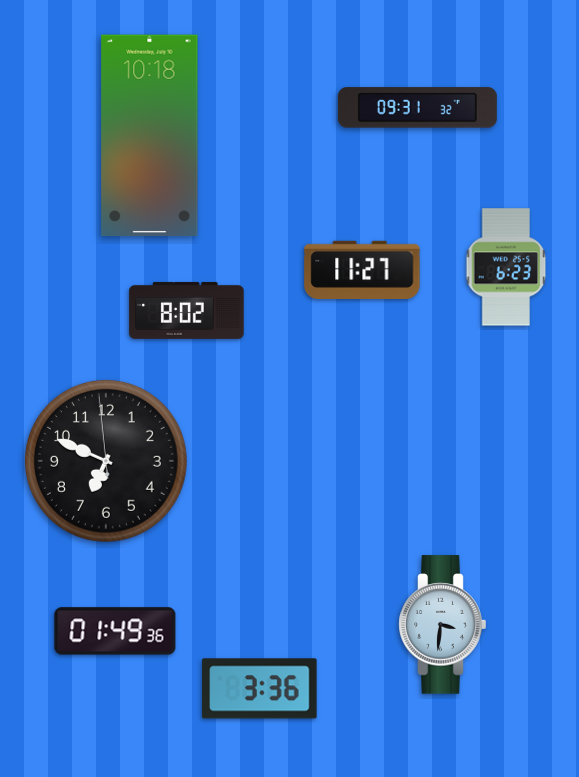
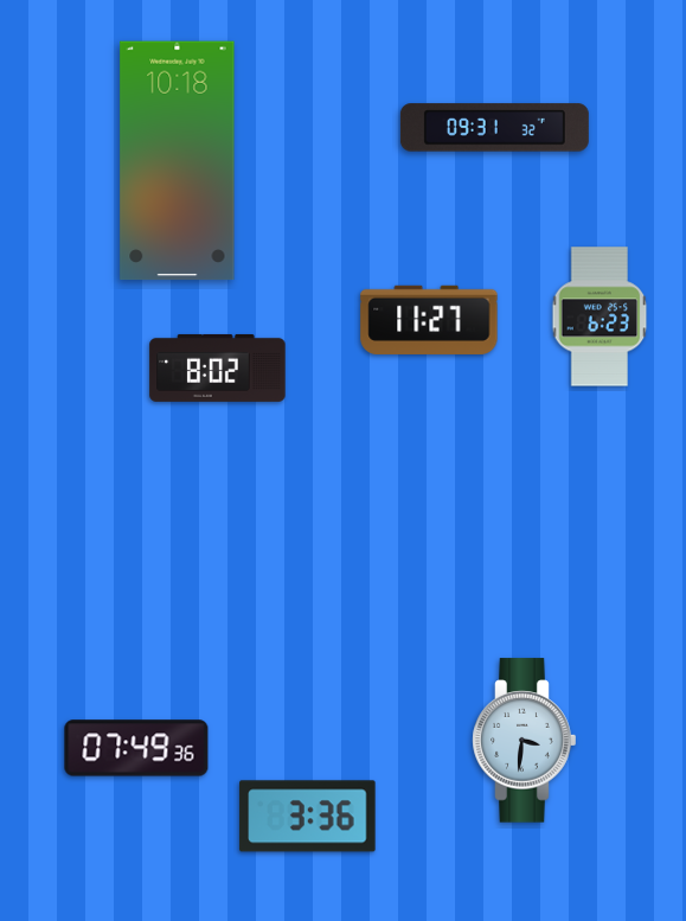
clock at (187, 310) position: (187, 310) -> (218, 367)
clock at (106, 461): 6:48 -> none
clock at (115, 631): 01:49 -> 07:49
